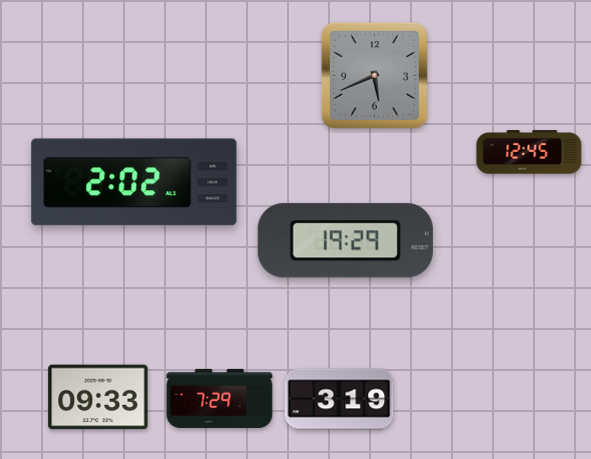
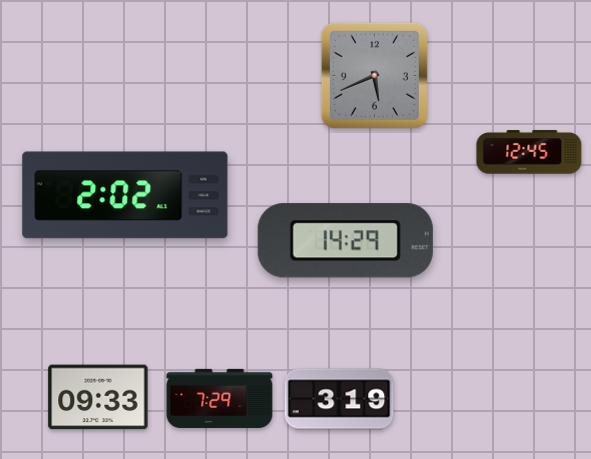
clock at (134, 182) position: (134, 182) -> (125, 195)
clock at (345, 241): 19:29 -> 14:29
